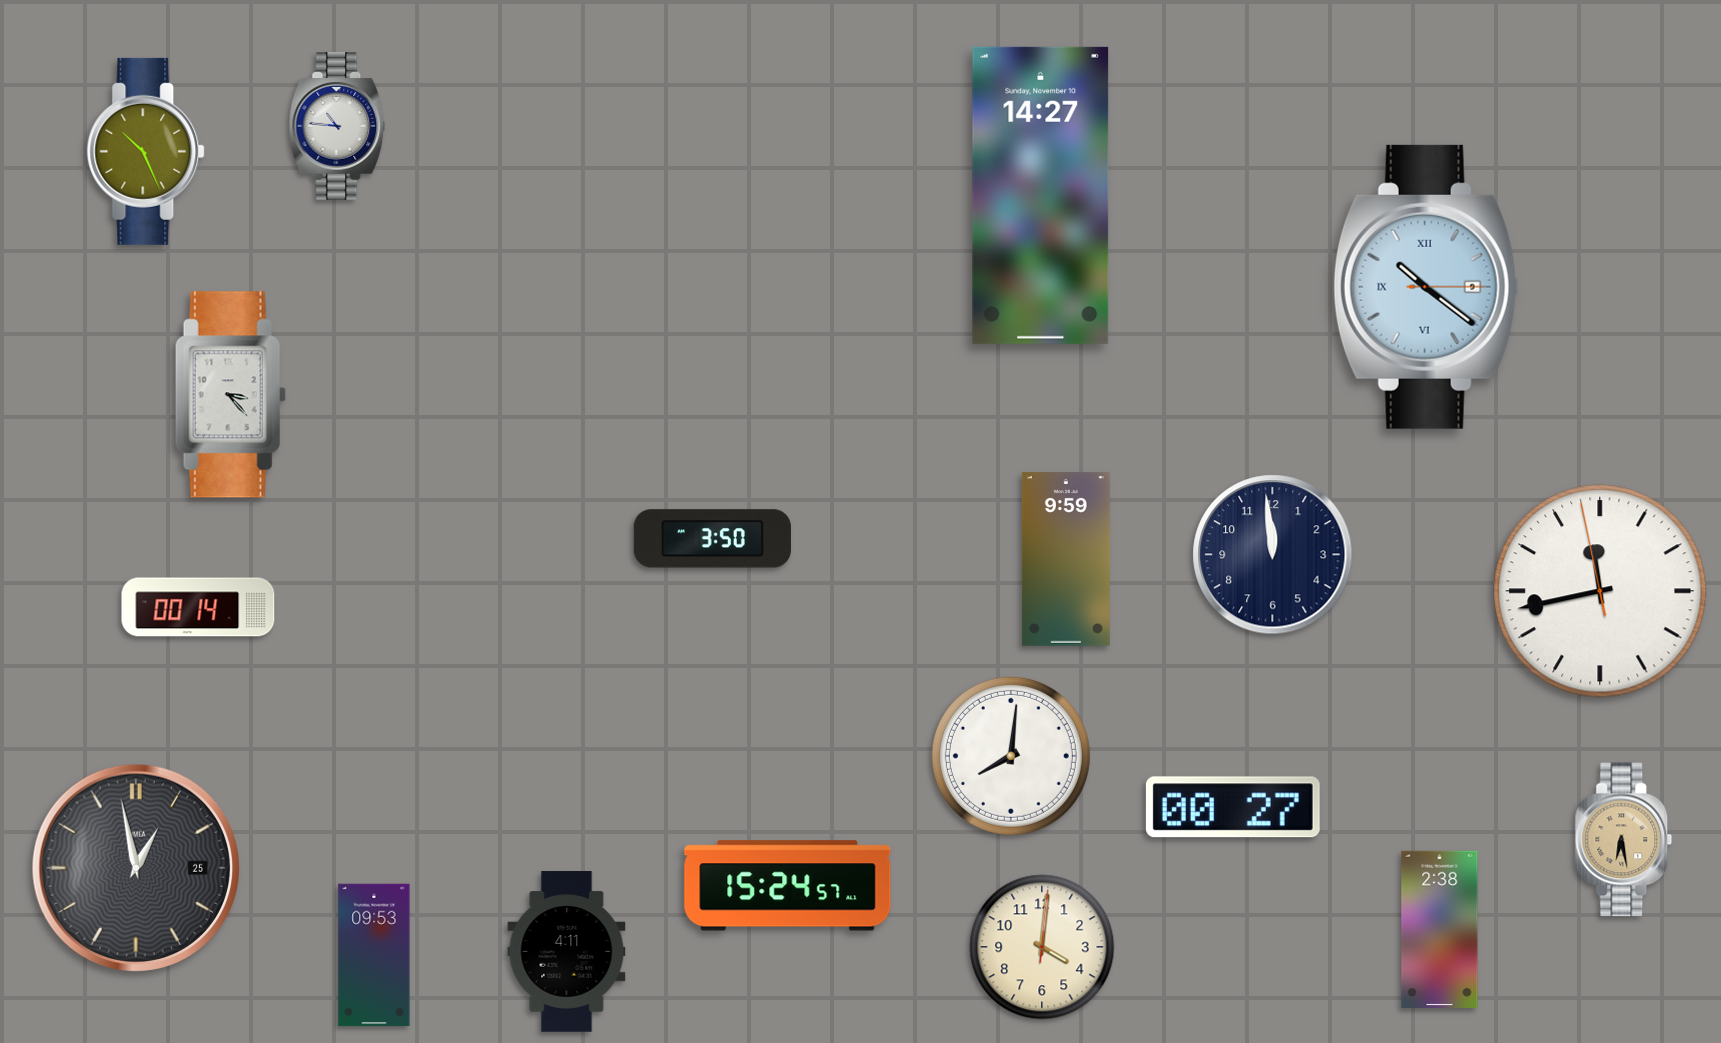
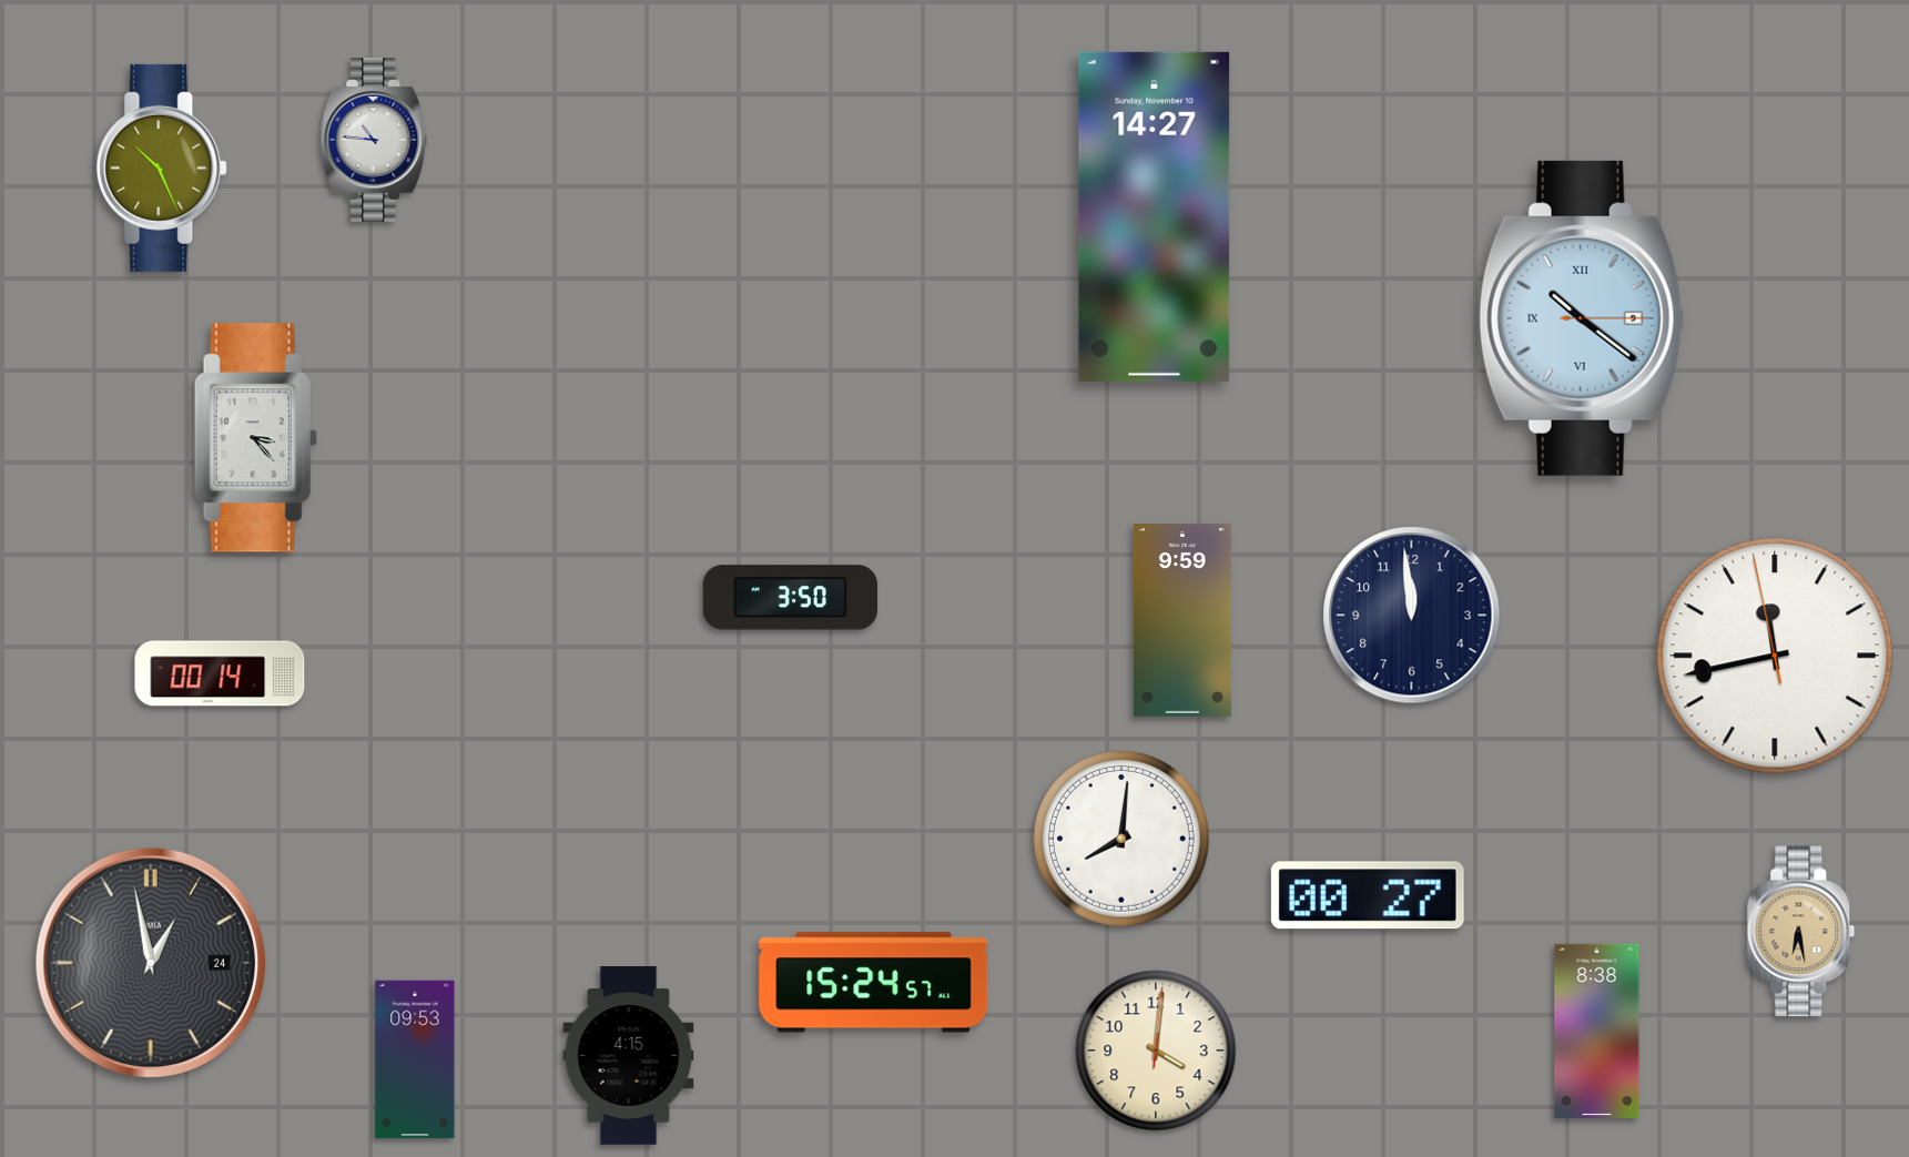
clock at (135, 867) date: 25 -> 24
clock at (1440, 929): 2:38 -> 8:38
clock at (567, 952): 4:11 -> 4:15
